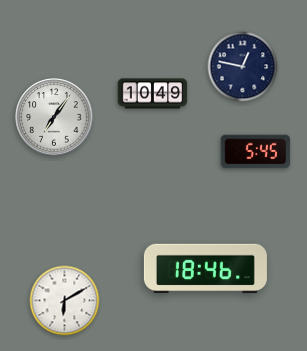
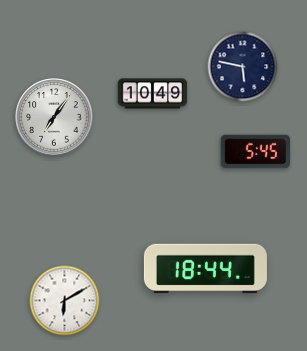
clock at (243, 67): 12:47 -> 5:47
clock at (205, 269): 18:46 -> 18:44
